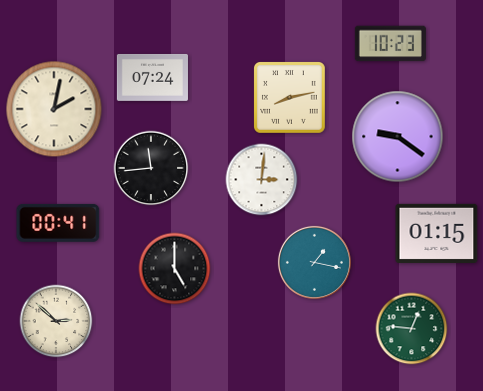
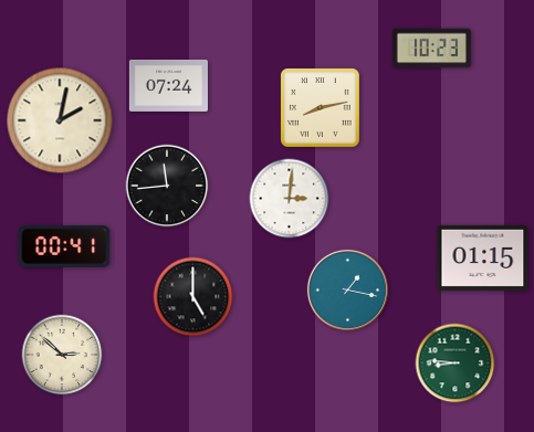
clock at (398, 137): 9:21 -> none
clock at (412, 329): 12:46 -> 8:46
